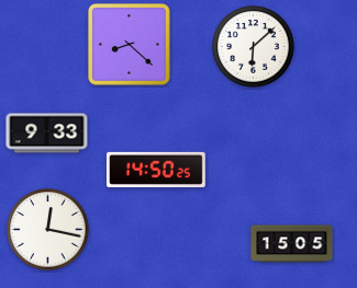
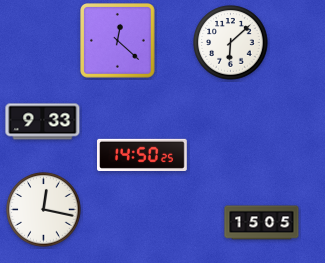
clock at (130, 45): 8:22 -> 12:22
clock at (292, 244) position: (292, 244) -> (262, 223)
